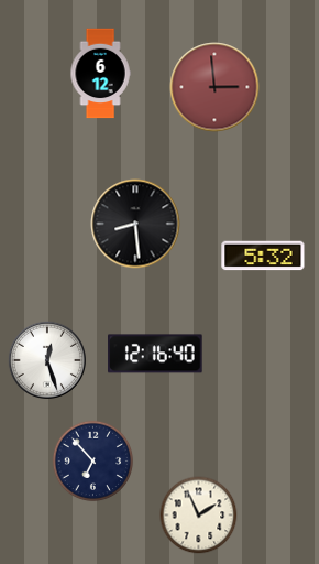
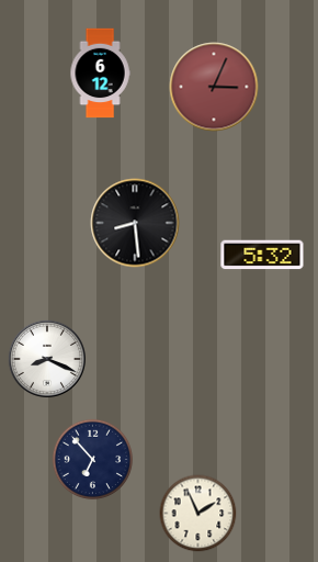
clock at (215, 87): 2:59 -> 3:04
clock at (155, 354): 12:16 -> none
clock at (47, 360): 12:27 -> 8:19
